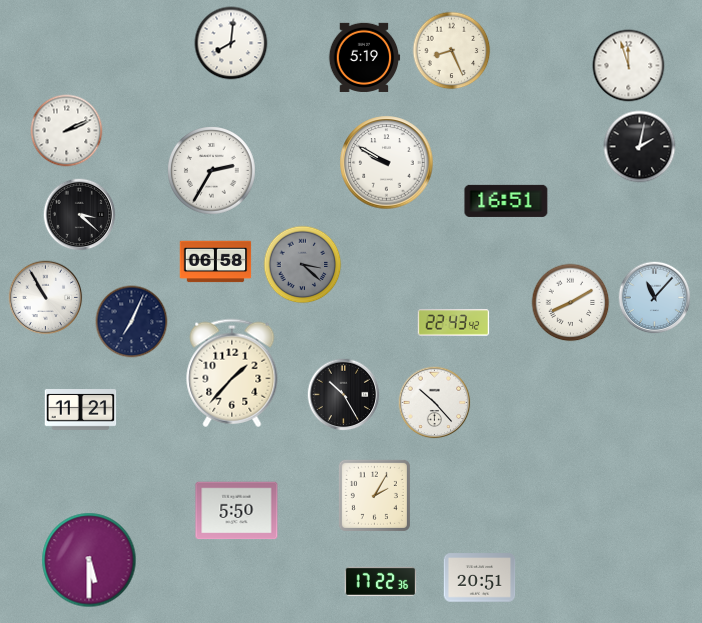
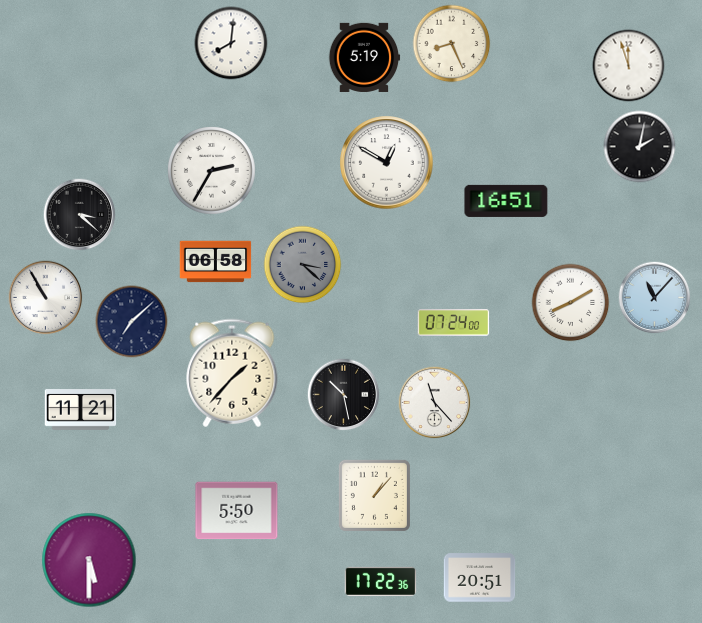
clock at (452, 51) position: (452, 51) -> (452, 44)
clock at (67, 131): 2:11 -> none
clock at (387, 163): 9:50 -> 12:50
clock at (132, 322): 7:04 -> 7:08
clock at (454, 323): 22:43 -> 07:24
clock at (344, 395): 10:25 -> 10:28
clock at (435, 403): 10:23 -> 11:23
clock at (374, 495): 2:05 -> 1:07
